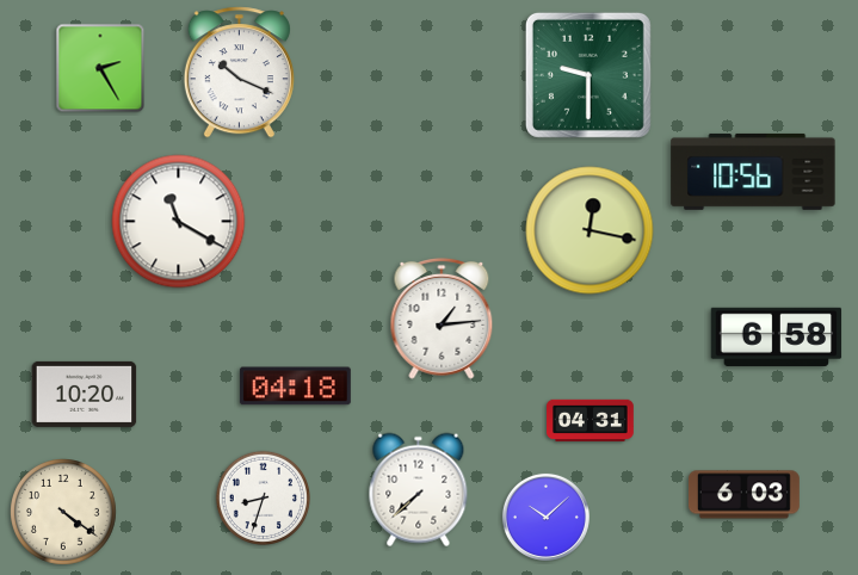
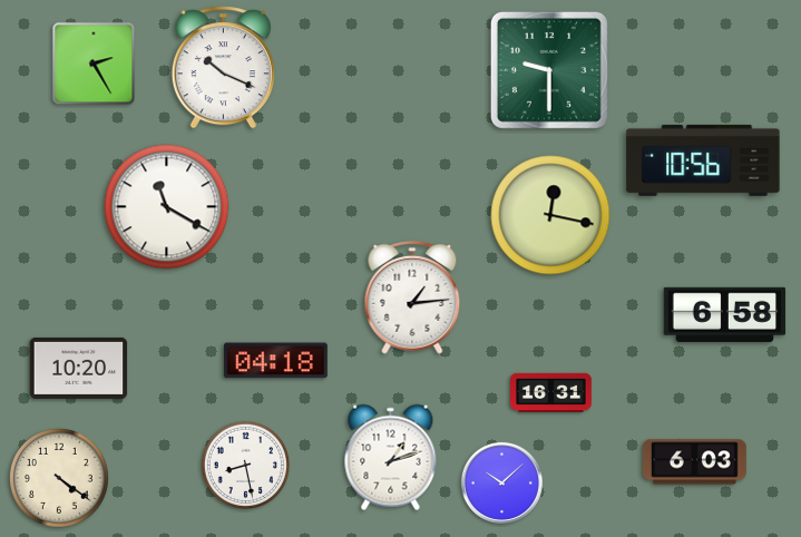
clock at (591, 420): 04:31 -> 16:31
clock at (419, 490): 7:38 -> 1:12
clock at (263, 497): 8:33 -> 8:28
clock at (545, 517) position: (545, 517) -> (501, 482)
